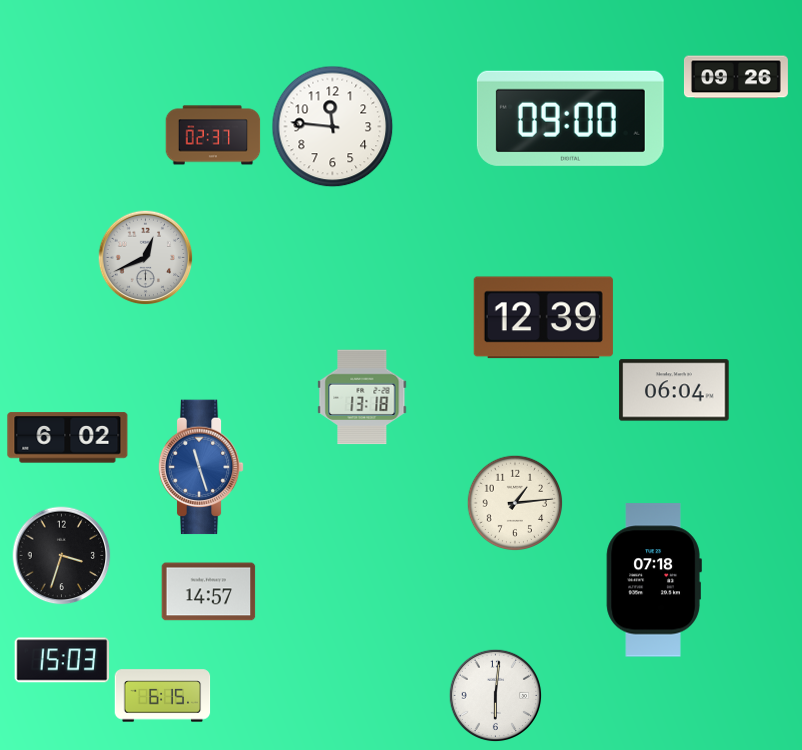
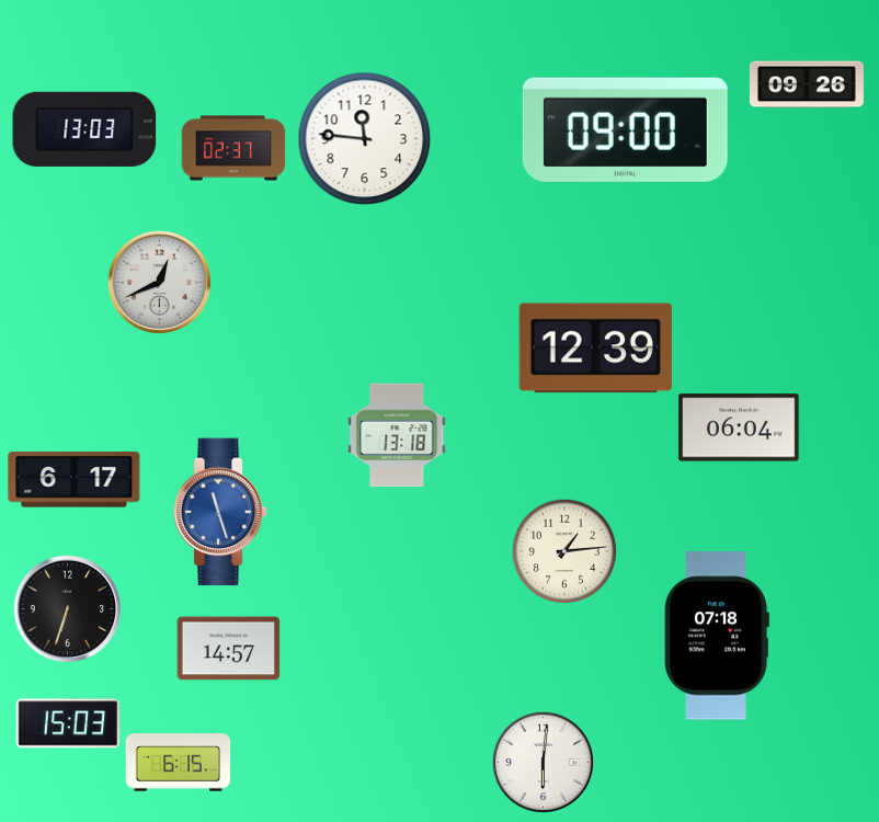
clock at (84, 129): none -> 13:03
clock at (68, 438): 6:02 -> 6:17
clock at (62, 556): 3:33 -> 6:33
